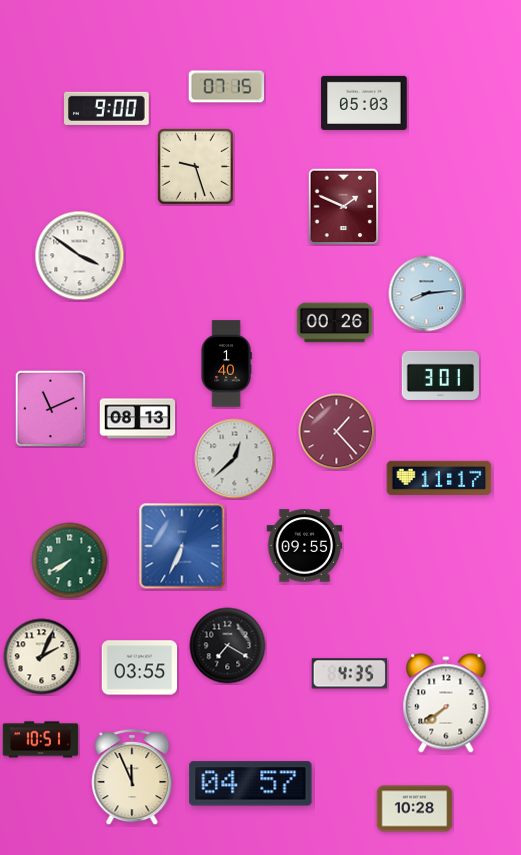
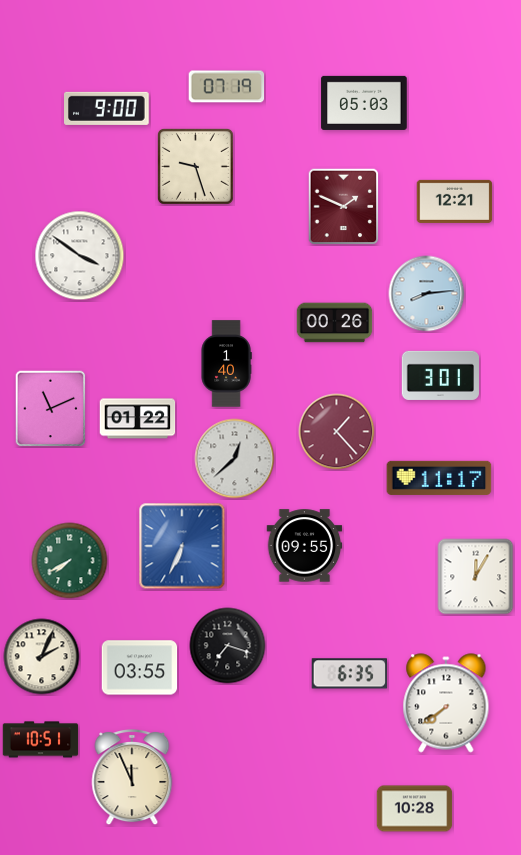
clock at (227, 87): 07:15 -> 07:19
clock at (455, 201): none -> 12:21
clock at (138, 419): 08:13 -> 01:22
clock at (476, 577): none -> 12:05
clock at (228, 646): 7:20 -> 7:18
clock at (350, 674): 4:35 -> 6:35
clock at (251, 784): 04:57 -> none
